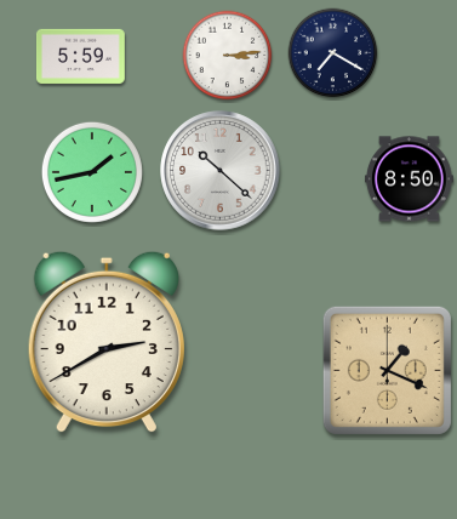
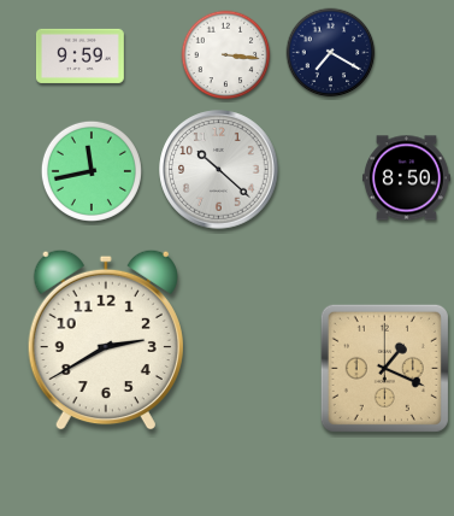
clock at (80, 56): 5:59 -> 9:59
clock at (228, 56): 3:14 -> 3:16
clock at (92, 172): 1:43 -> 11:43
